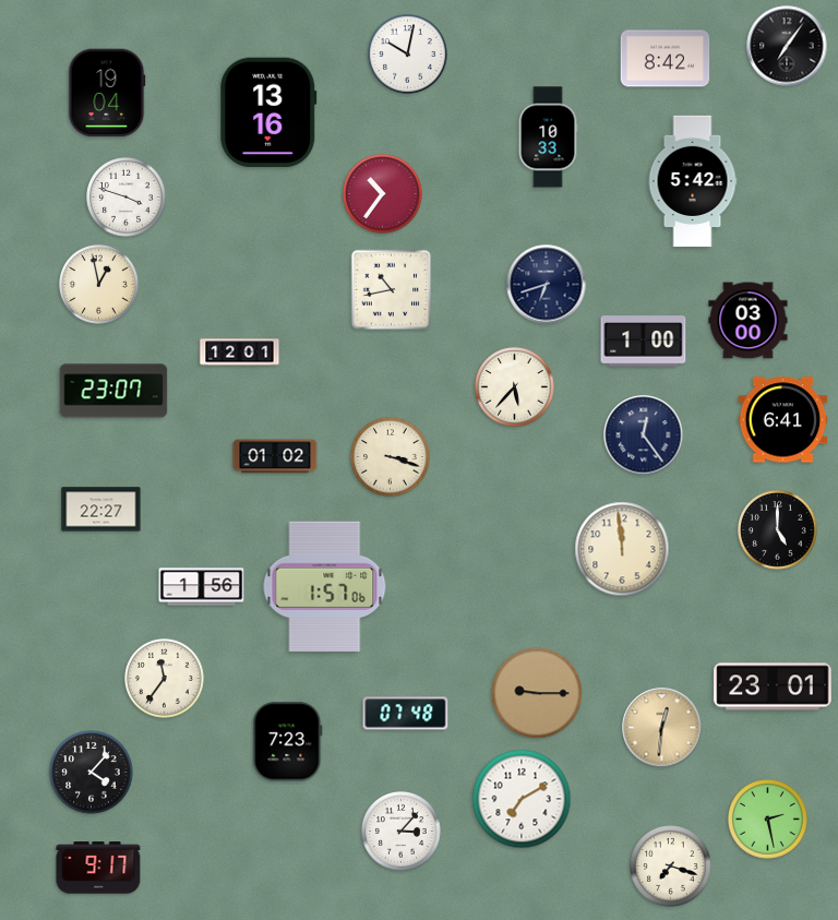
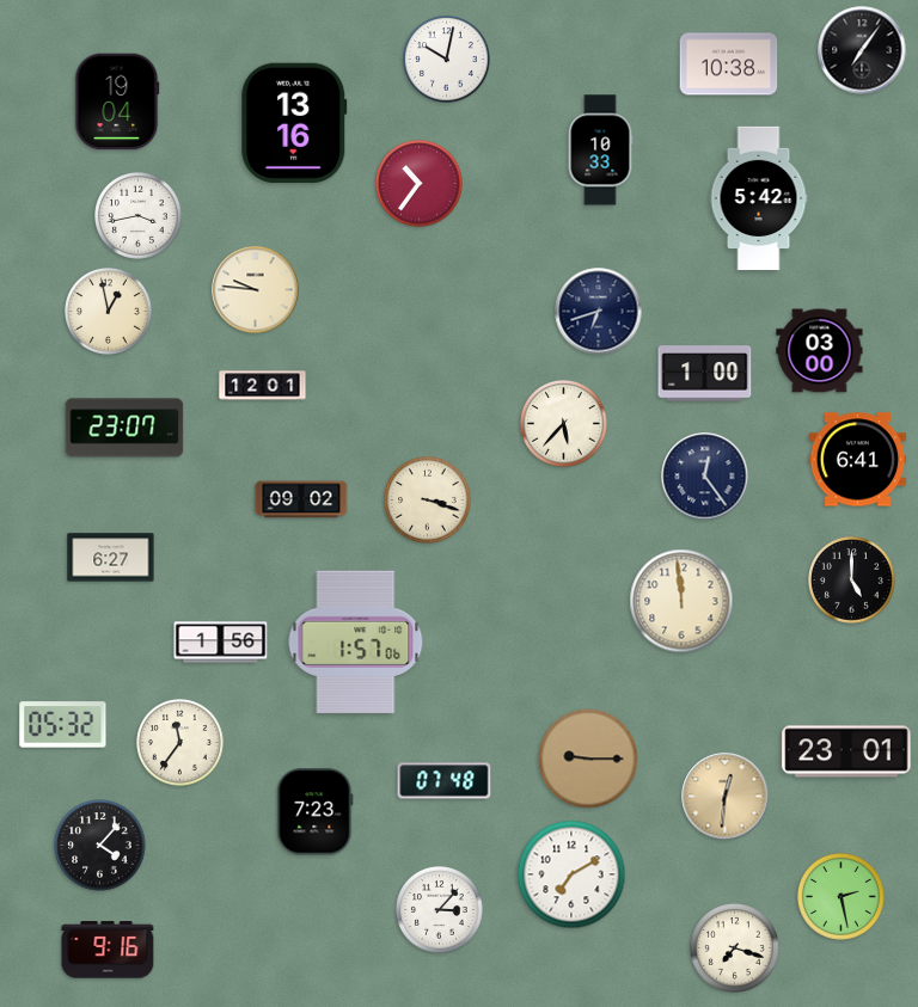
clock at (666, 59): 8:42 -> 10:38
clock at (383, 194) position: (383, 194) -> (420, 184)
clock at (127, 198): 3:48 -> 3:43
clock at (256, 290): none -> 9:46
clock at (392, 290): 10:43 -> none
clock at (275, 456): 01:02 -> 09:02
clock at (101, 510): 22:27 -> 6:27
clock at (63, 725): none -> 05:32
clock at (98, 868): 9:17 -> 9:16
